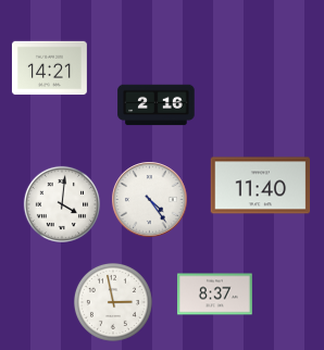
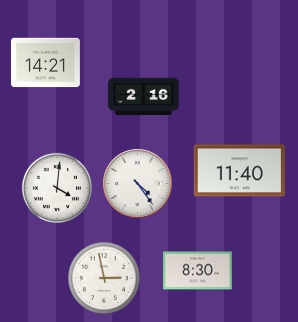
clock at (214, 295): 8:37 -> 8:30
